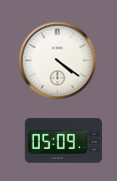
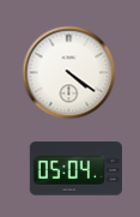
clock at (63, 141): 05:09 -> 05:04
